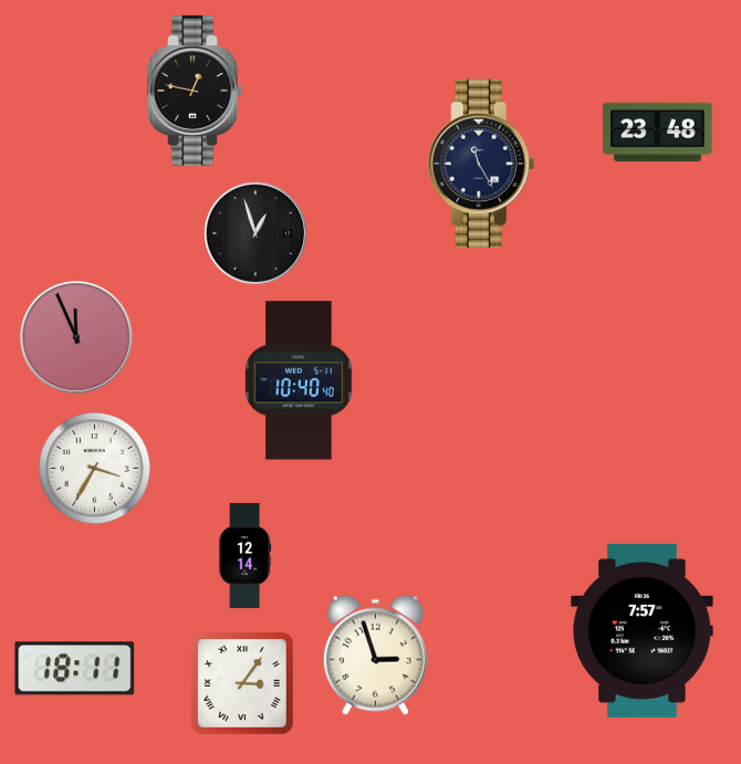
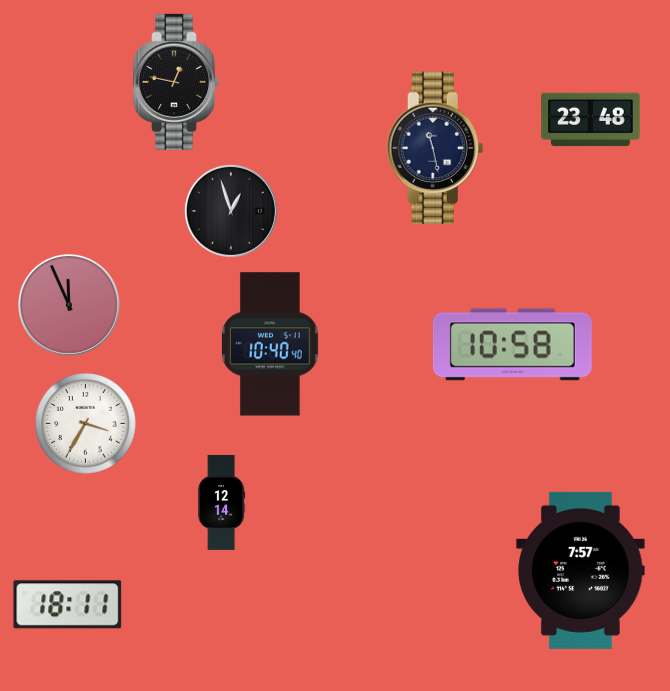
clock at (658, 133) position: (658, 133) -> (591, 120)
clock at (481, 164): 11:25 -> 11:28
clock at (512, 345): none -> 10:58
clock at (375, 655): 2:57 -> none
clock at (243, 684): 3:06 -> none
